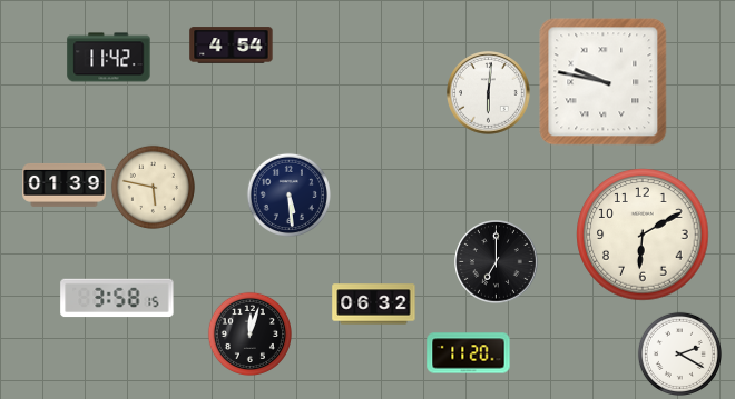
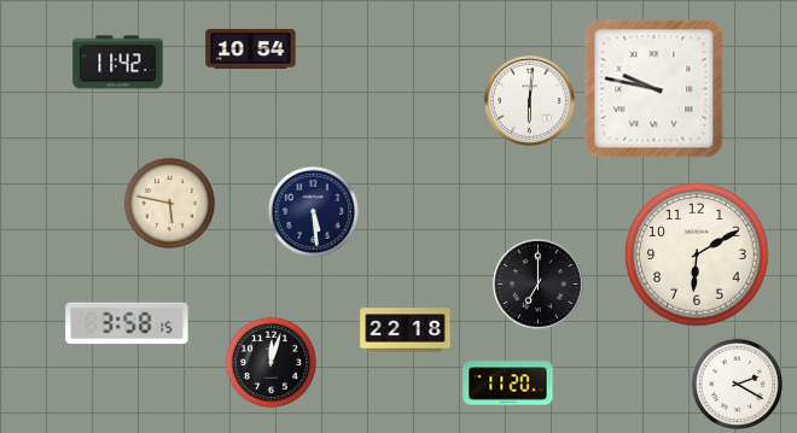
clock at (232, 46): 4:54 -> 10:54
clock at (65, 184): 01:39 -> none
clock at (153, 187) position: (153, 187) -> (169, 203)
clock at (374, 305): 06:32 -> 22:18
